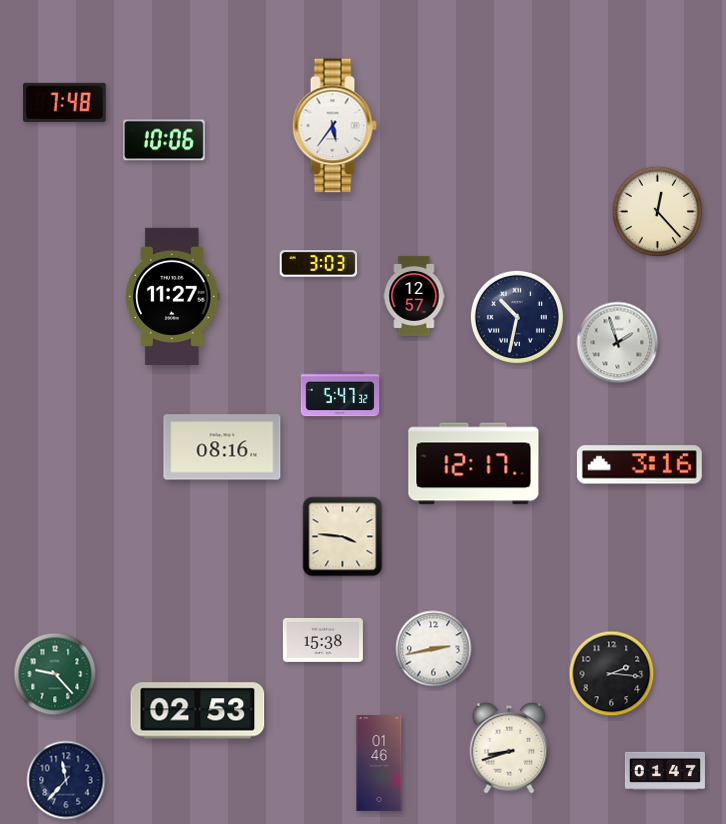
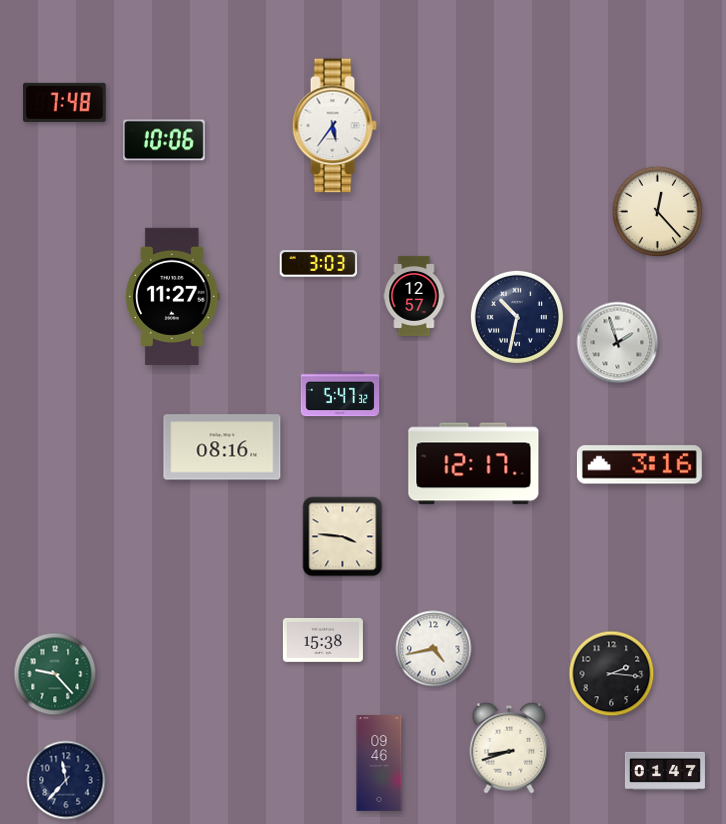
clock at (434, 649): 2:43 -> 4:43
clock at (198, 711): 02:53 -> none
clock at (379, 764): 01:46 -> 09:46
